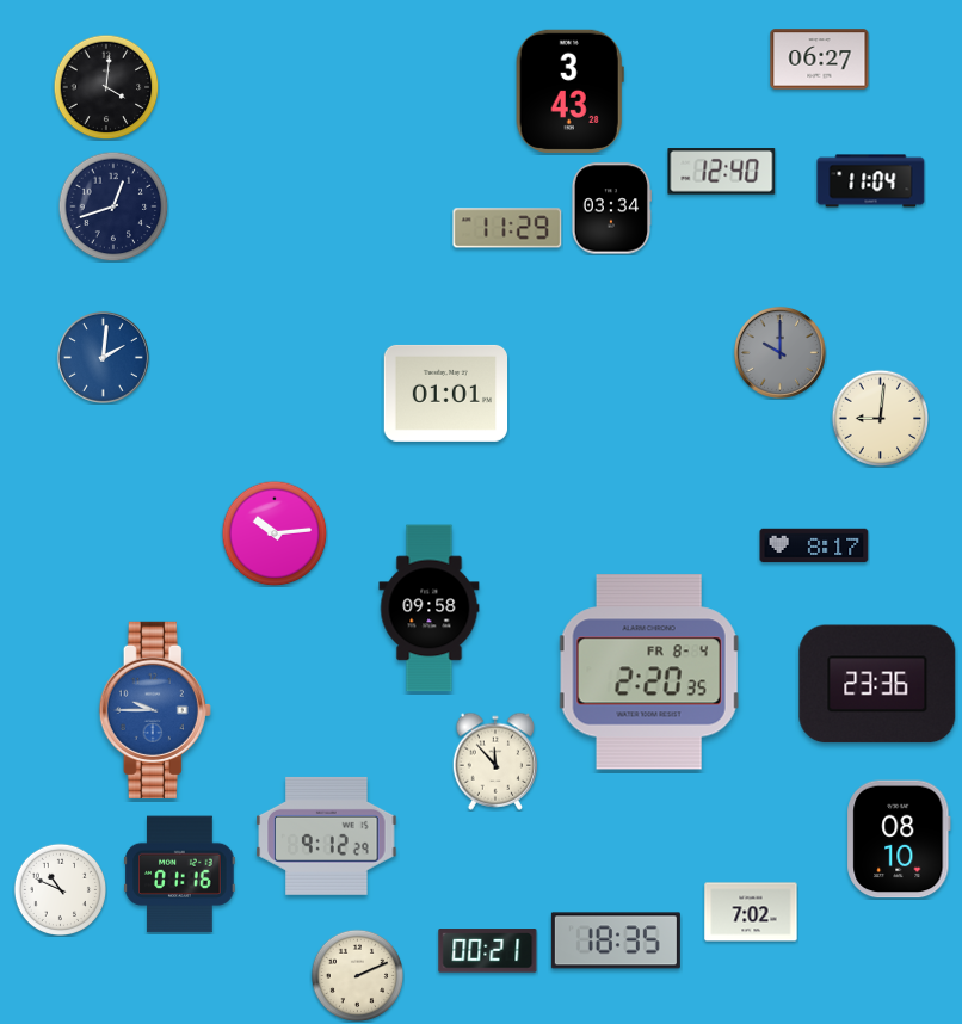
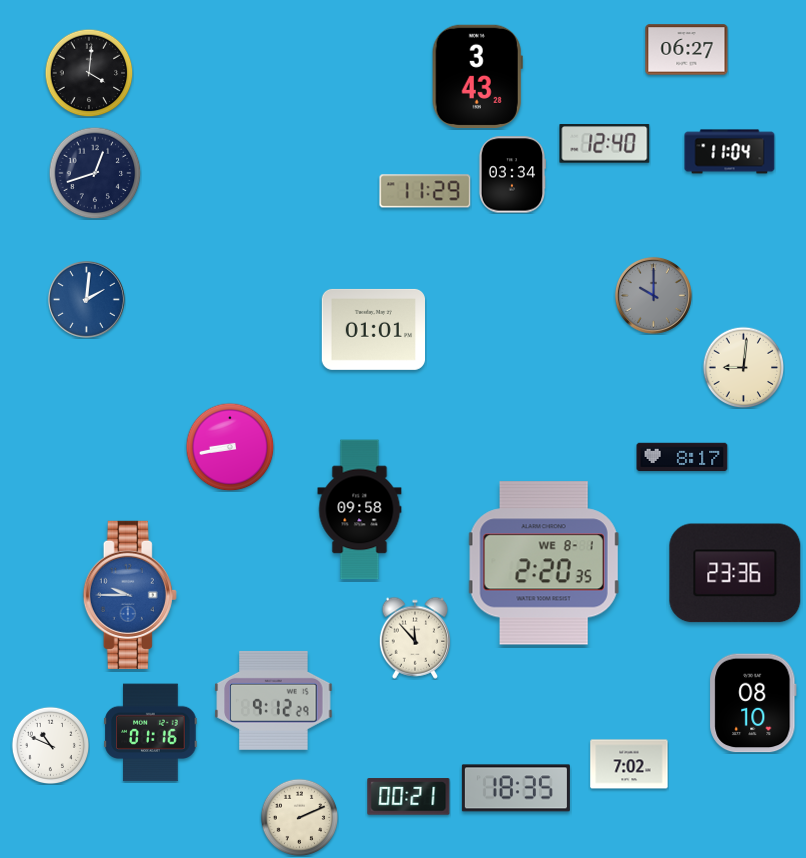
clock at (880, 418) position: (880, 418) -> (743, 367)
clock at (275, 533): 10:14 -> 8:43
clock at (649, 672) date: FR 8-4 -> WE 8-1
